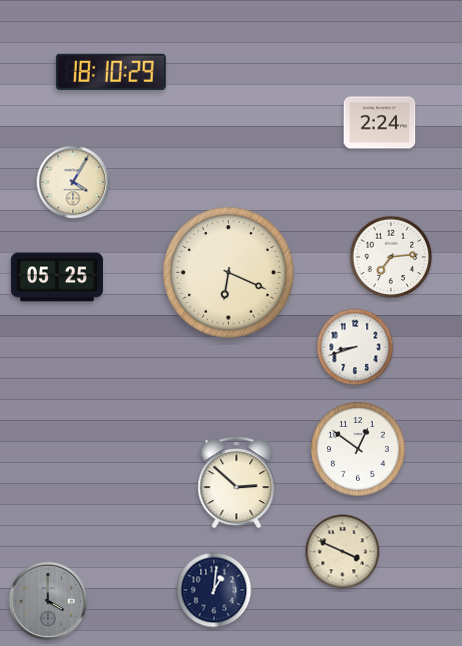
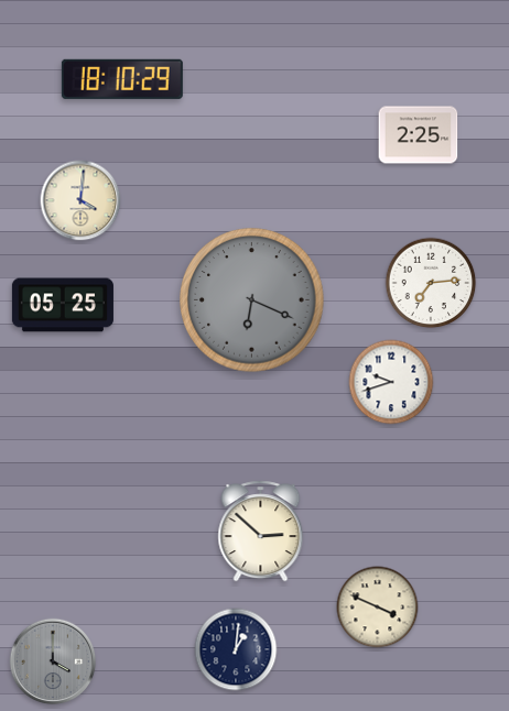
clock at (380, 123): 2:24 -> 2:25
clock at (73, 182): 4:05 -> 4:01
clock at (229, 273) dial: cream -> grey
clock at (355, 347): 8:42 -> 9:42
clock at (358, 449): 12:51 -> none
